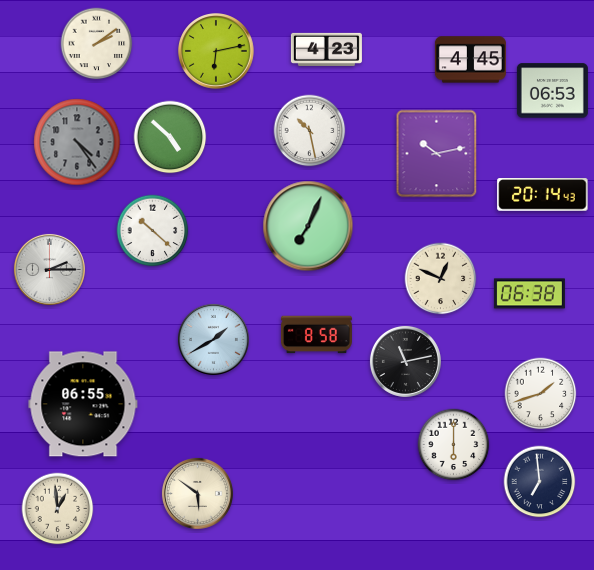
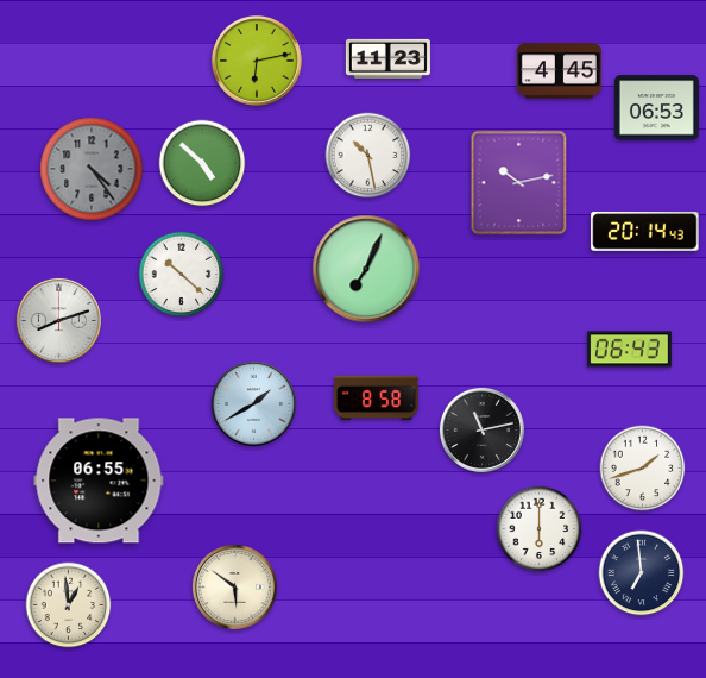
clock at (97, 44): 2:09 -> none
clock at (326, 49): 4:23 -> 11:23
clock at (49, 269): 2:15 -> 8:12
clock at (441, 279): 12:49 -> none
clock at (529, 294): 06:38 -> 06:43
